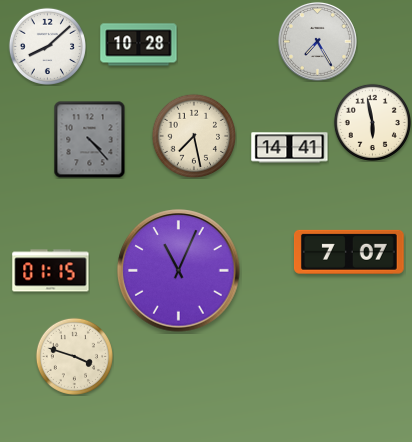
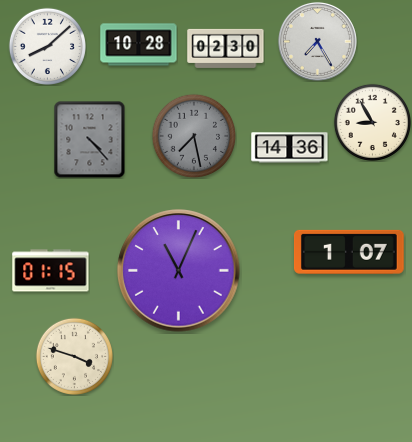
clock at (226, 48): none -> 02:30
clock at (372, 122): 5:58 -> 8:55
clock at (194, 136) dial: cream -> grey
clock at (290, 148): 14:41 -> 14:36
clock at (349, 252): 7:07 -> 1:07
